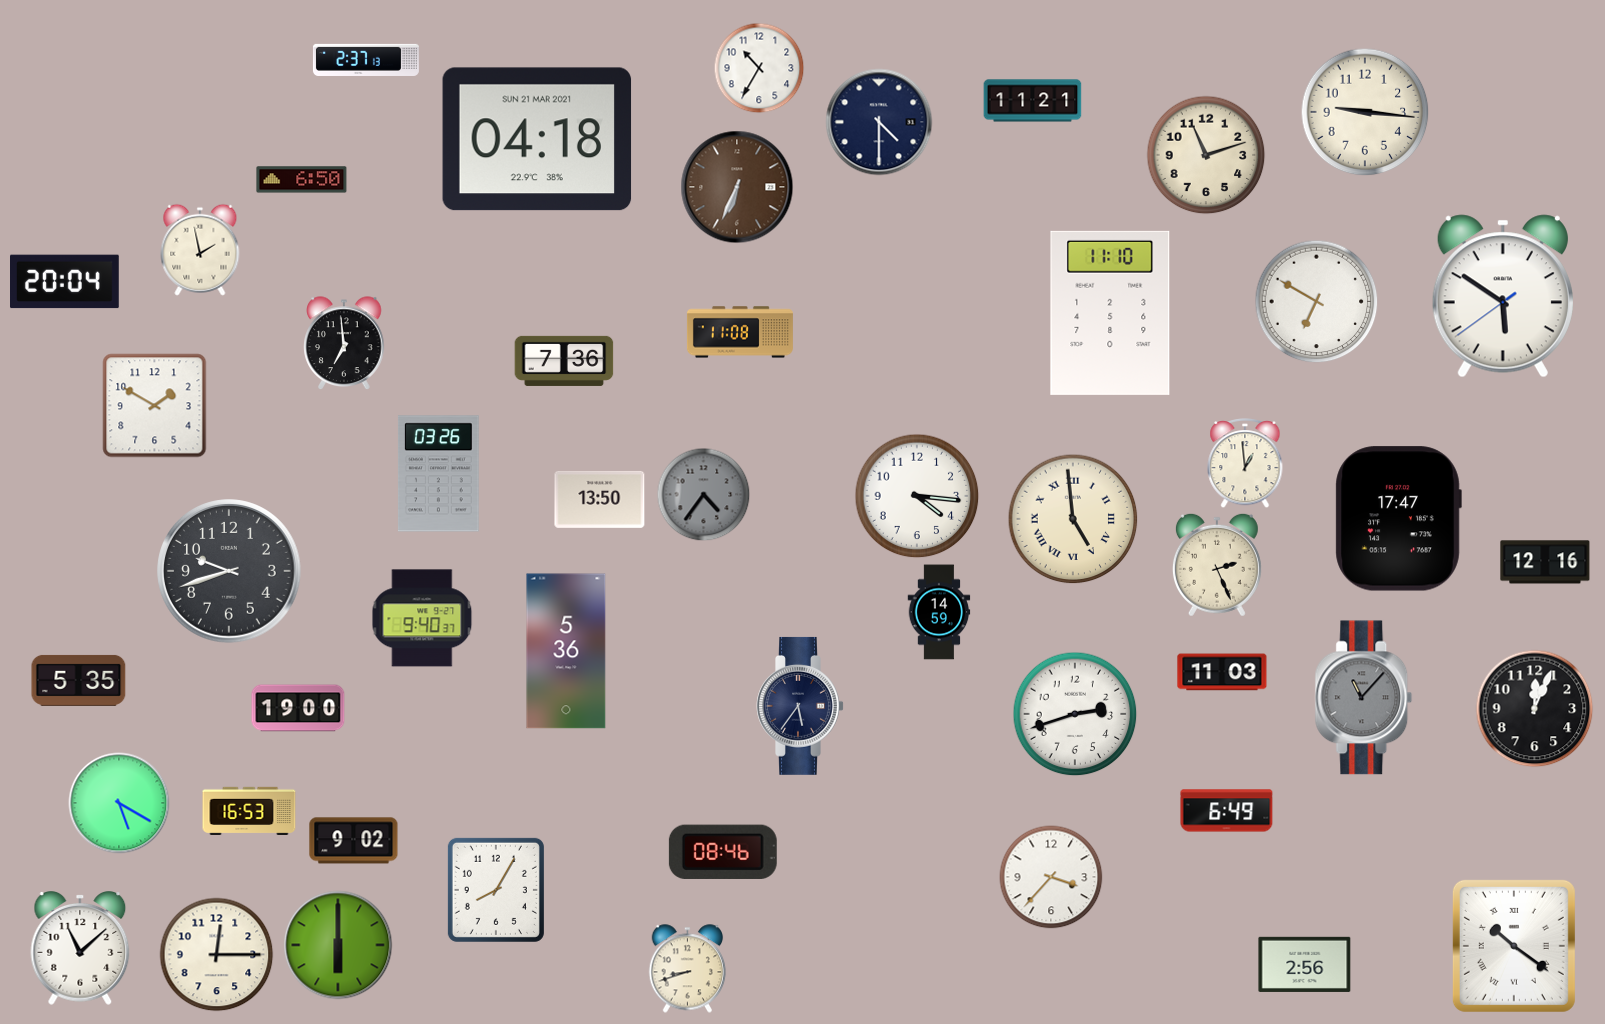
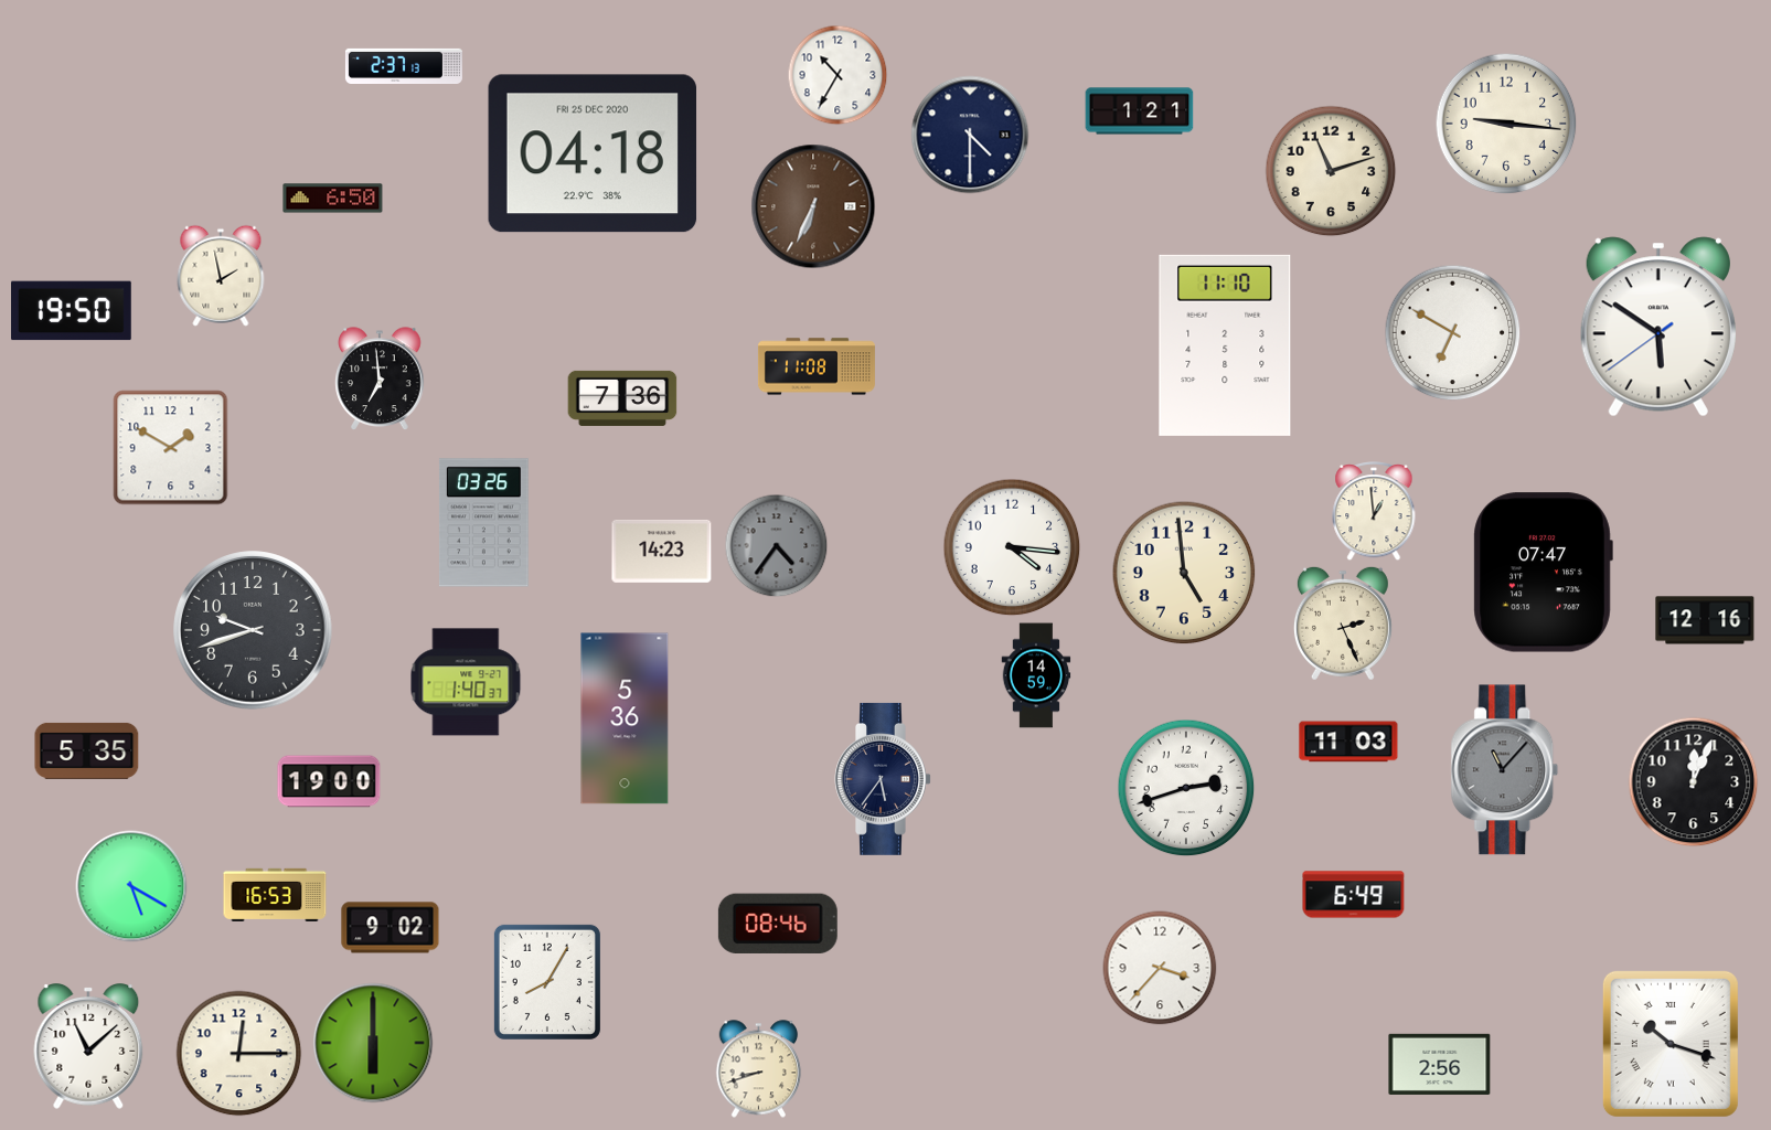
clock at (1033, 101): 11:21 -> 1:21
clock at (537, 139) date: SUN 21 MAR 2021 -> FRI 25 DEC 2020
clock at (65, 282): 20:04 -> 19:50
clock at (600, 499): 13:50 -> 14:23
clock at (1073, 519) numerals: Roman -> Arabic
clock at (1398, 519): 17:47 -> 07:47
clock at (422, 618): 9:40 -> 1:40
clock at (723, 852) position: (723, 852) -> (778, 924)
clock at (1514, 946): 10:21 -> 10:18
